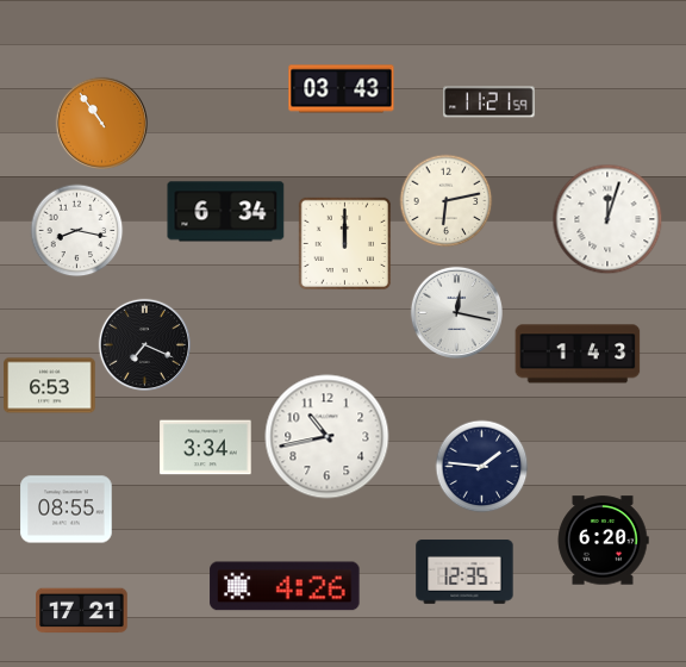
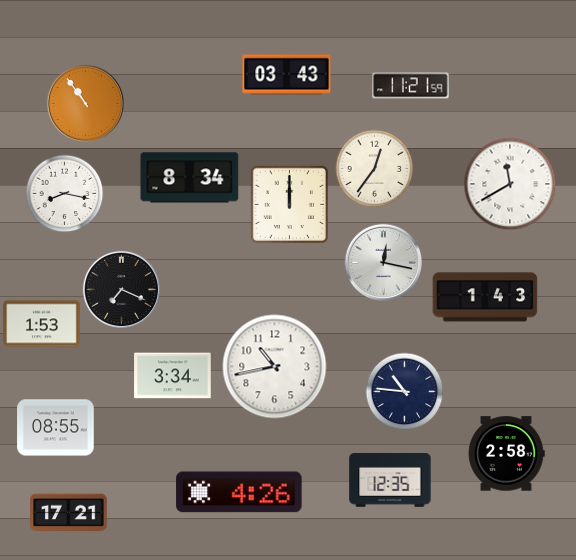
clock at (445, 200): 6:13 -> 12:36
clock at (226, 212): 6:34 -> 8:34
clock at (607, 219): 12:03 -> 11:40
clock at (50, 386): 6:53 -> 1:53
clock at (481, 466): 1:46 -> 10:46
clock at (603, 541): 6:20 -> 2:58
